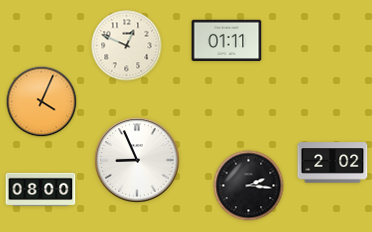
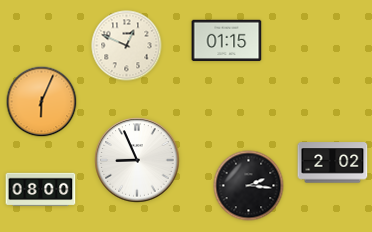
clock at (227, 41): 01:11 -> 01:15
clock at (42, 102): 4:04 -> 6:04
